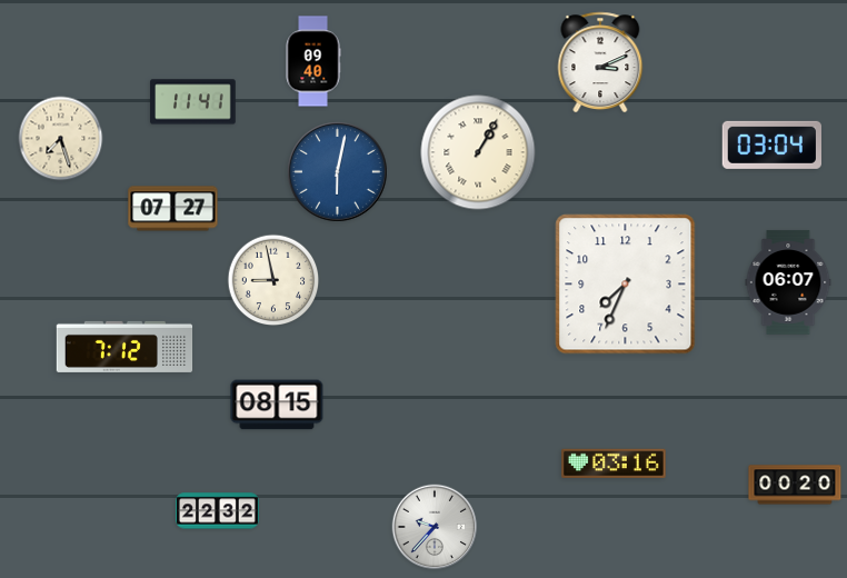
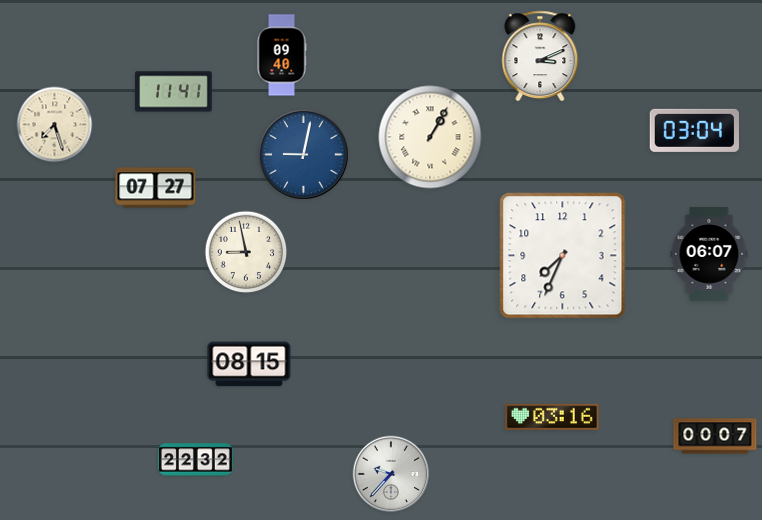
clock at (338, 172): 6:02 -> 9:02
clock at (124, 347): 7:12 -> none
clock at (795, 485): 00:20 -> 00:07
